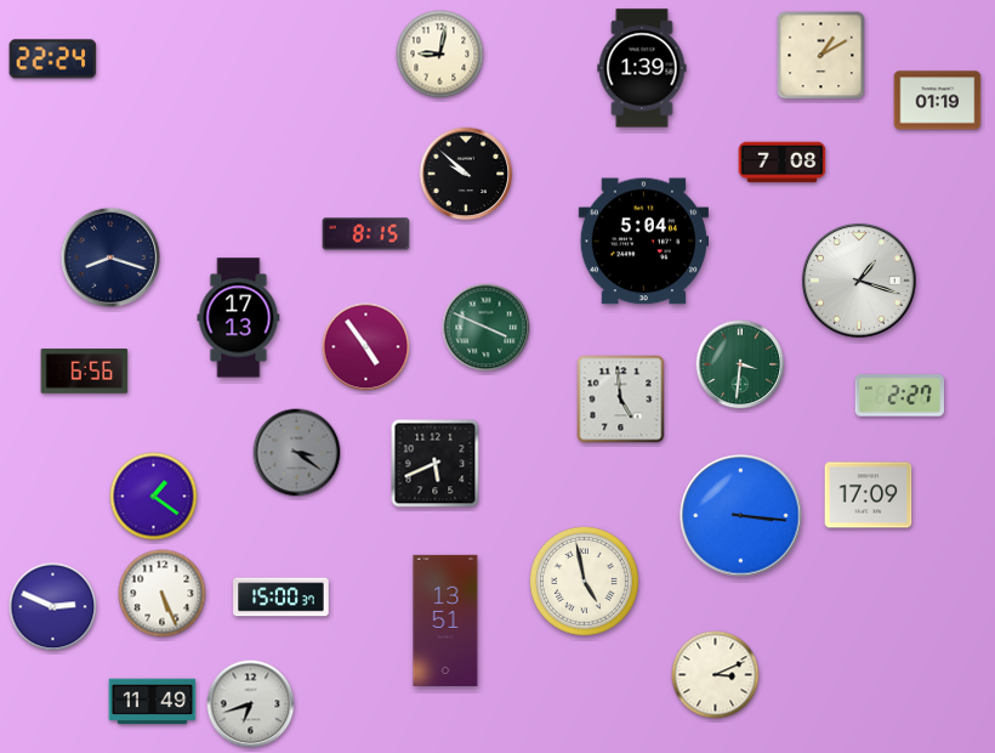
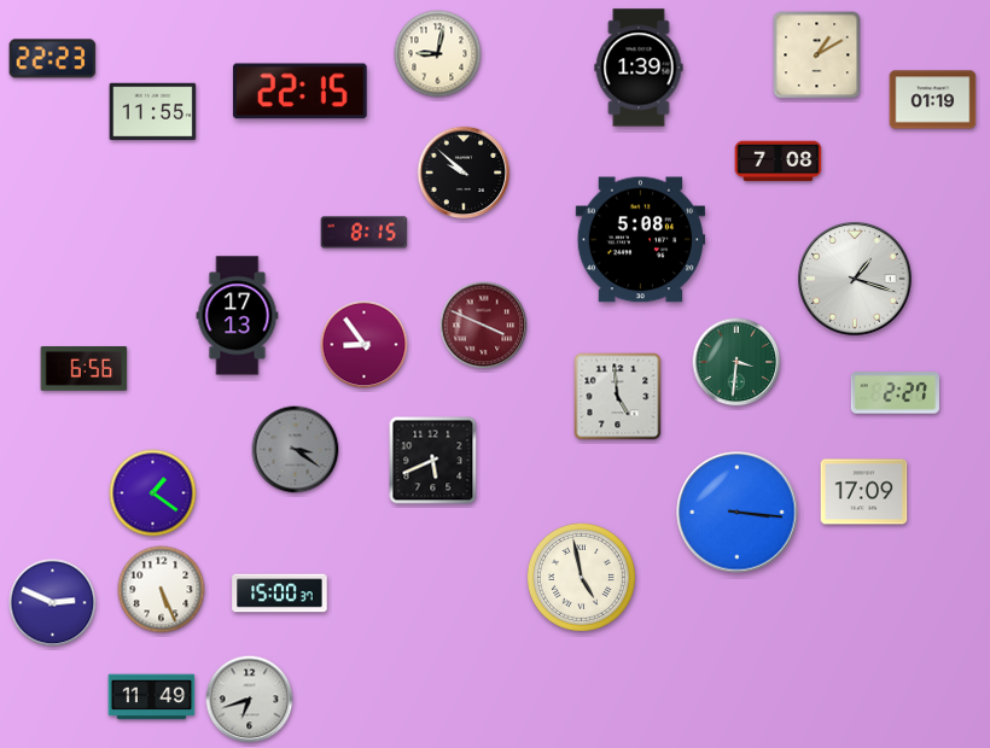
clock at (53, 60): 22:24 -> 22:23
clock at (299, 92): none -> 22:15
clock at (153, 112): none -> 11:55
clock at (643, 242): 5:04 -> 5:08
clock at (109, 256): 8:18 -> none
clock at (487, 328) dial: green -> burgundy
clock at (366, 347): 4:54 -> 8:54
clock at (445, 621): 13:51 -> none
clock at (716, 675): 3:11 -> none
